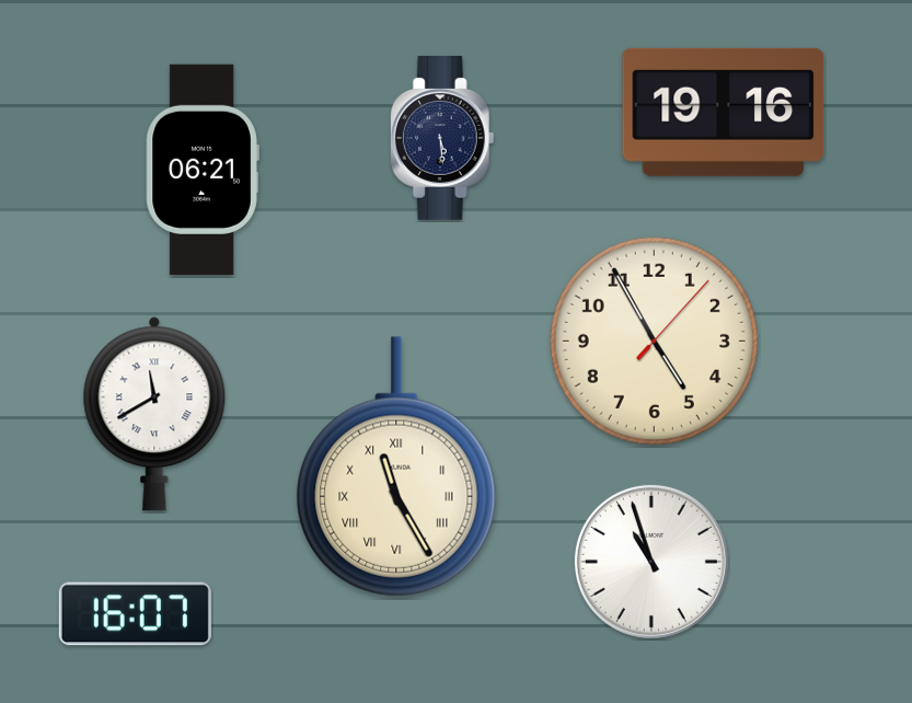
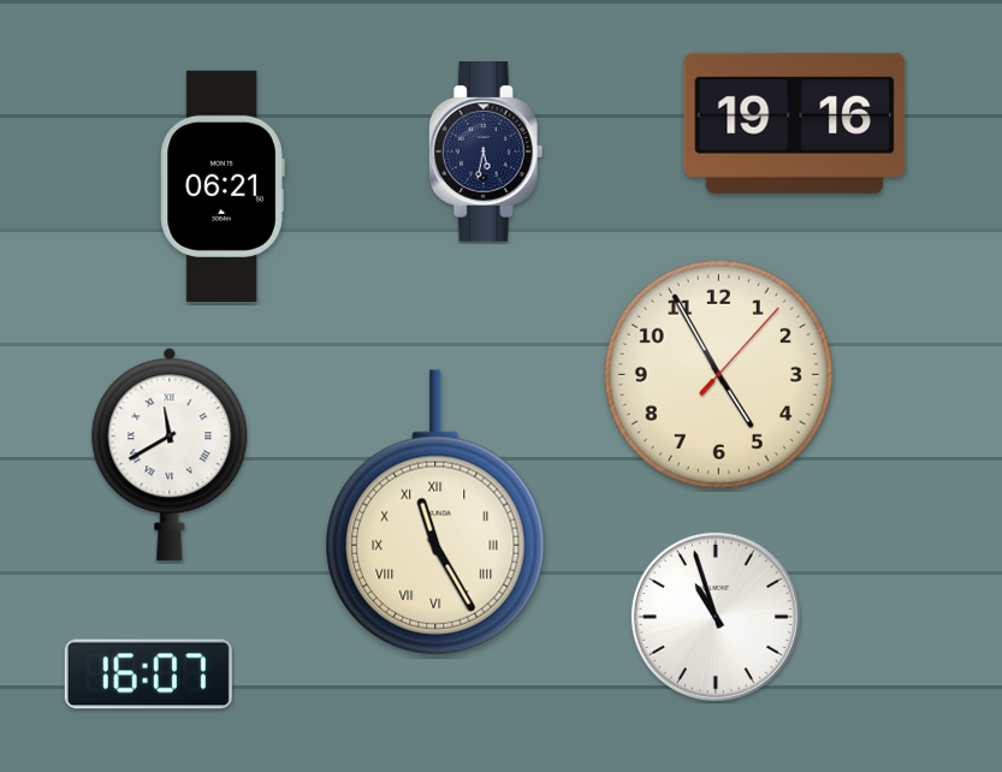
clock at (442, 139): 5:29 -> 5:32
